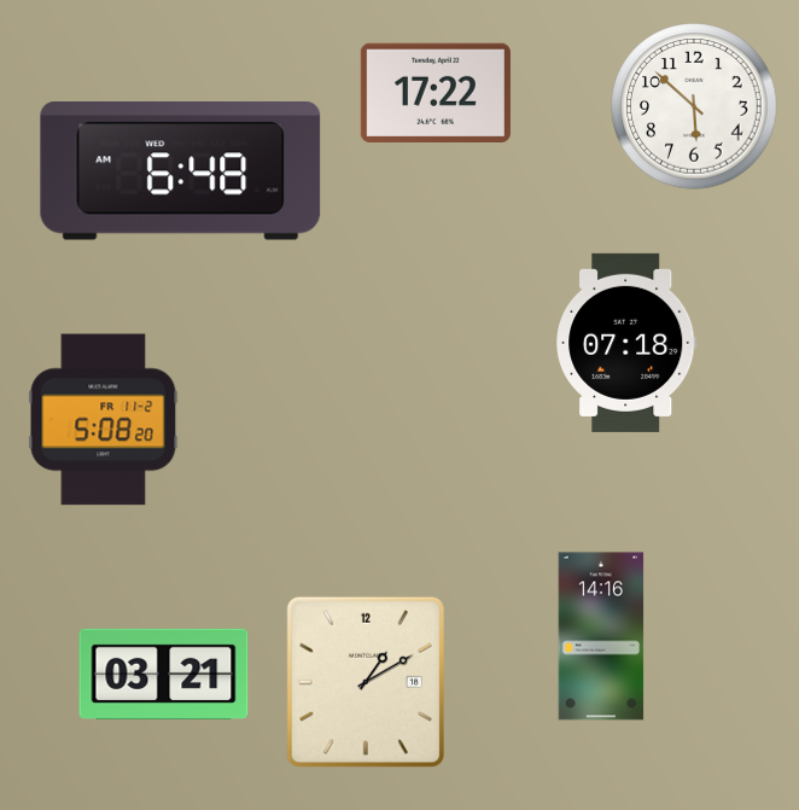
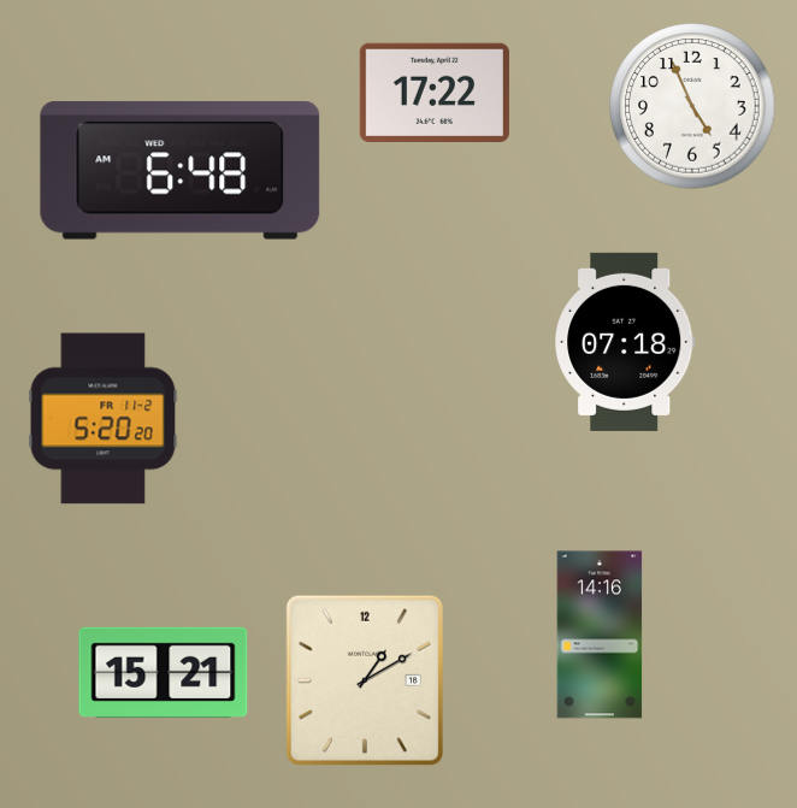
clock at (694, 106): 5:52 -> 4:56
clock at (104, 420): 5:08 -> 5:20
clock at (164, 674): 03:21 -> 15:21
